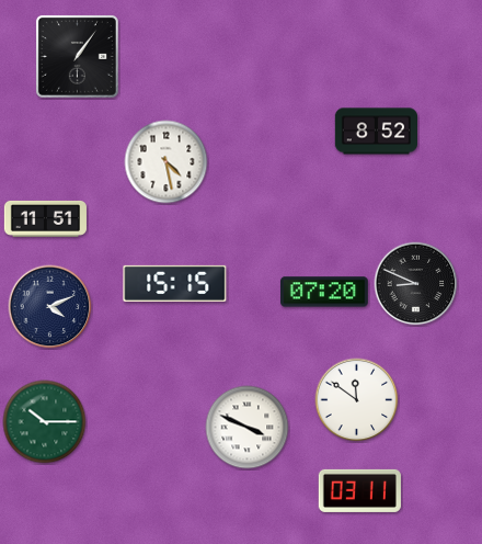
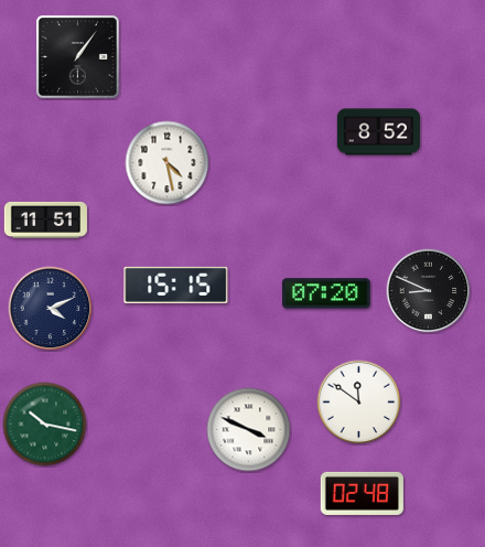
clock at (416, 284) position: (416, 284) -> (429, 291)
clock at (45, 422): 10:15 -> 10:17
clock at (359, 490): 03:11 -> 02:48
